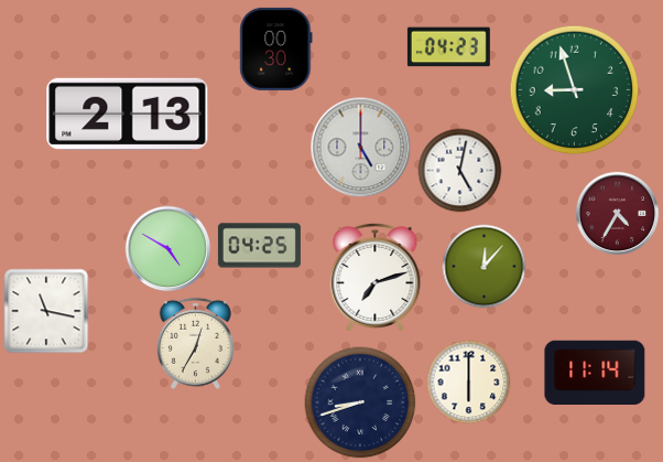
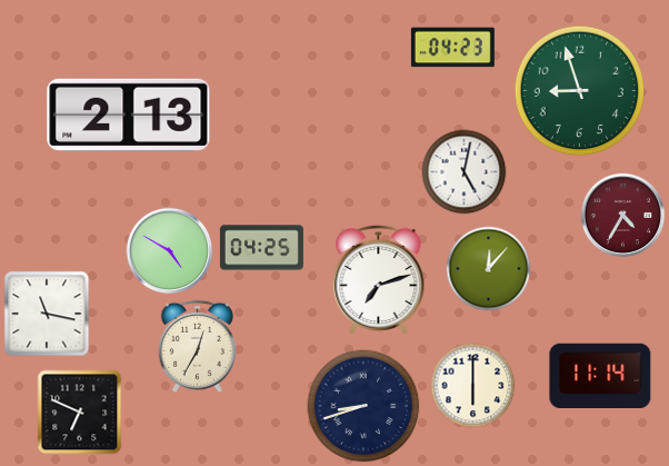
clock at (276, 49): 00:30 -> none
clock at (361, 148): 5:00 -> none
clock at (80, 413): none -> 6:49
